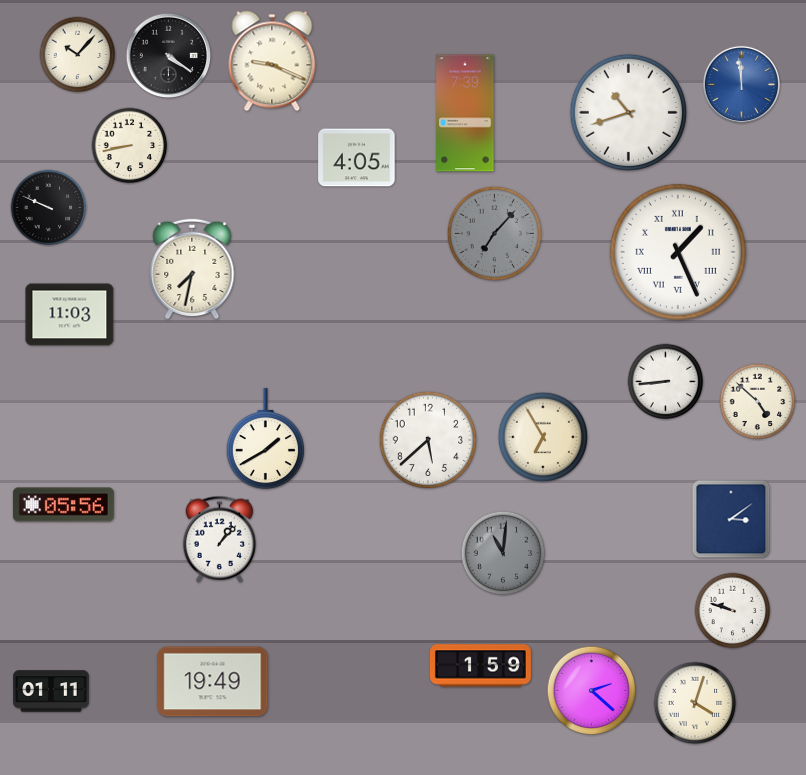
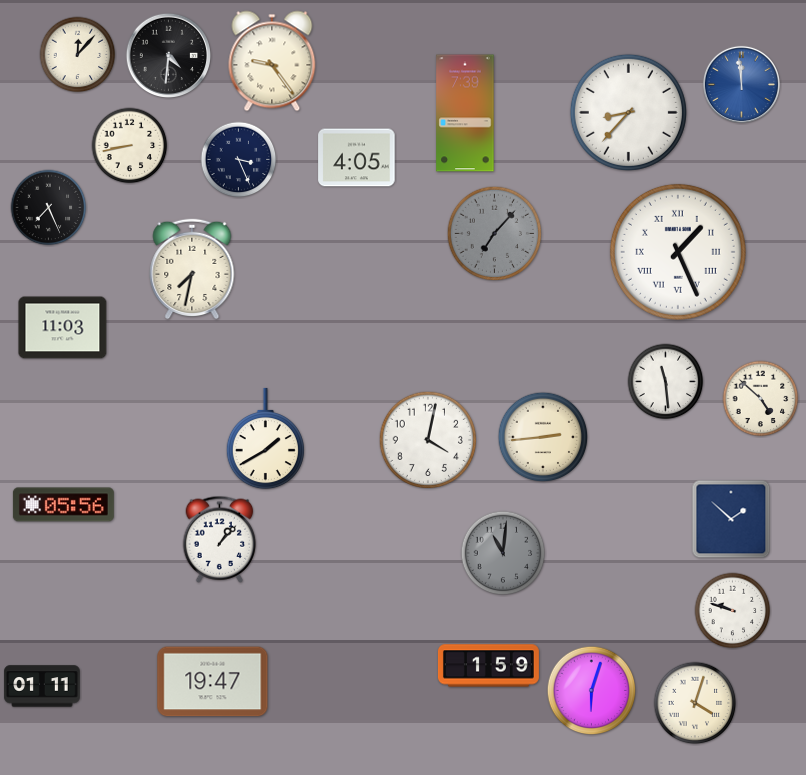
clock at (78, 55): 10:07 -> 12:07
clock at (169, 56): 4:21 -> 4:31
clock at (272, 61): 9:19 -> 9:24
clock at (628, 112): 10:42 -> 8:37
clock at (239, 160): none -> 3:26
clock at (49, 208): 9:49 -> 7:26
clock at (70, 315) position: (70, 315) -> (63, 328)
clock at (666, 382): 8:44 -> 11:29
clock at (758, 402) position: (758, 402) -> (761, 399)
clock at (543, 437): 6:55 -> 2:44
clock at (427, 439): 5:38 -> 4:02
clock at (731, 519): 3:09 -> 1:52
clock at (480, 666) position: (480, 666) -> (488, 666)
clock at (213, 682): 19:49 -> 19:47
clock at (51, 691) position: (51, 691) -> (42, 686)
clock at (592, 691): 2:22 -> 6:03
